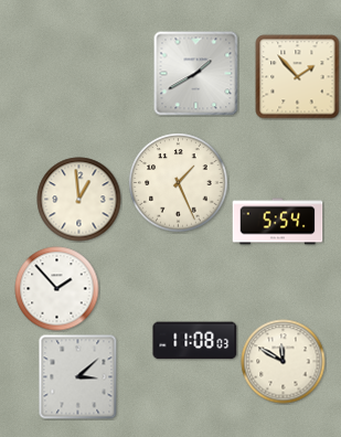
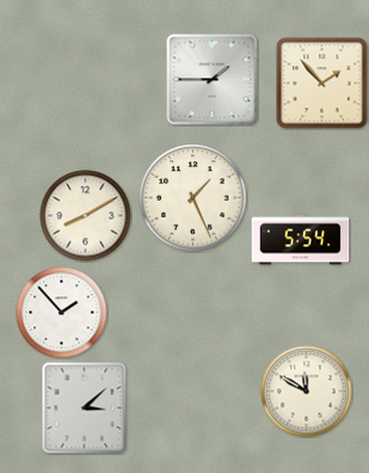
clock at (196, 74): 1:40 -> 1:45
clock at (79, 200): 12:59 -> 8:10
clock at (195, 341): 11:08 -> none
